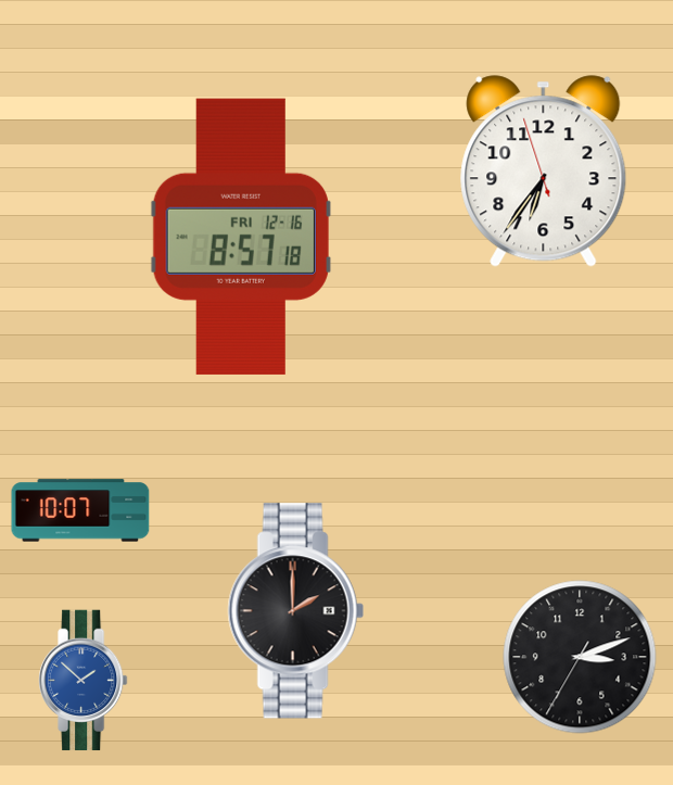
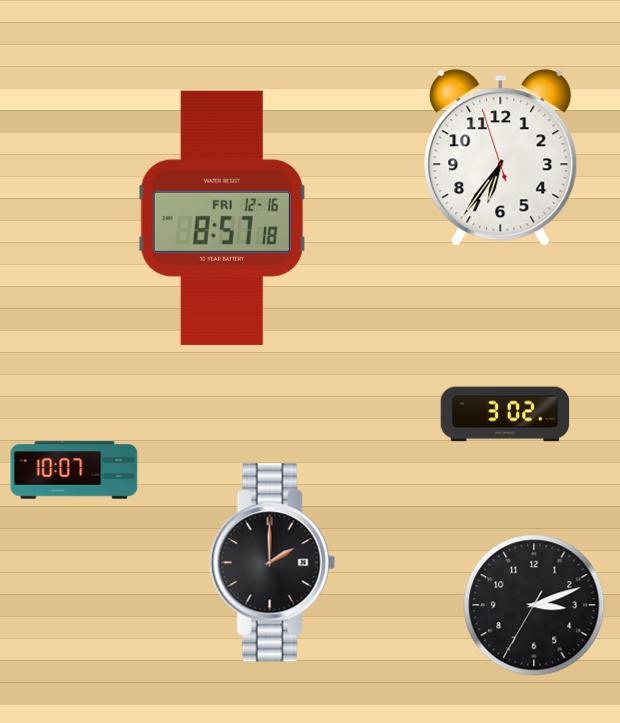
clock at (505, 414): none -> 3:02
clock at (84, 681): 1:52 -> none
